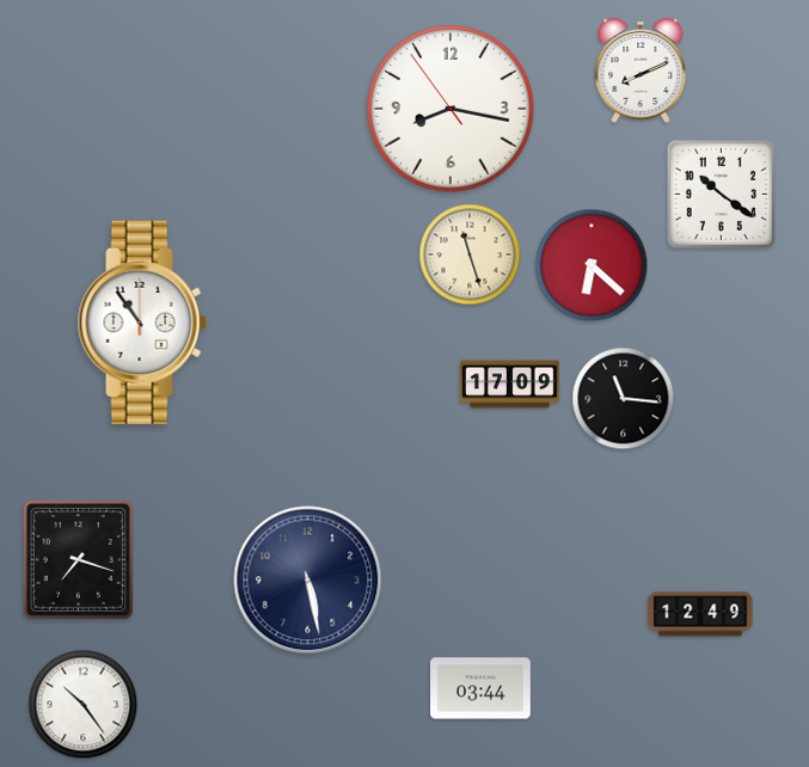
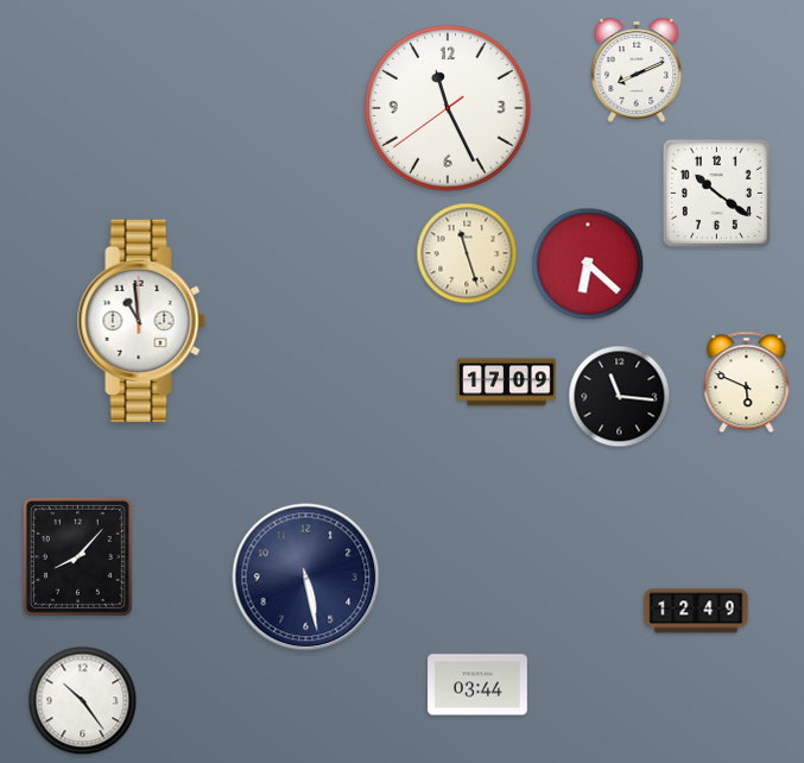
clock at (451, 109): 8:16 -> 11:25
clock at (142, 323): 10:54 -> 10:59
clock at (747, 383): none -> 5:49
clock at (78, 559): 7:18 -> 8:07
